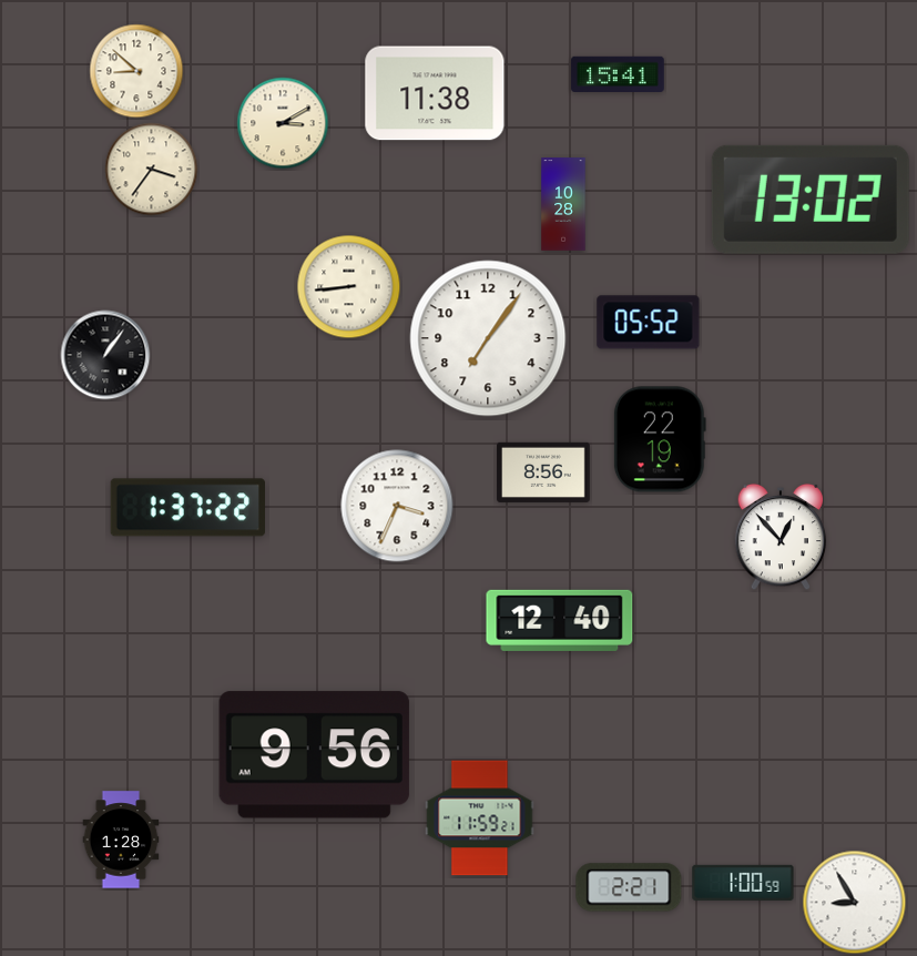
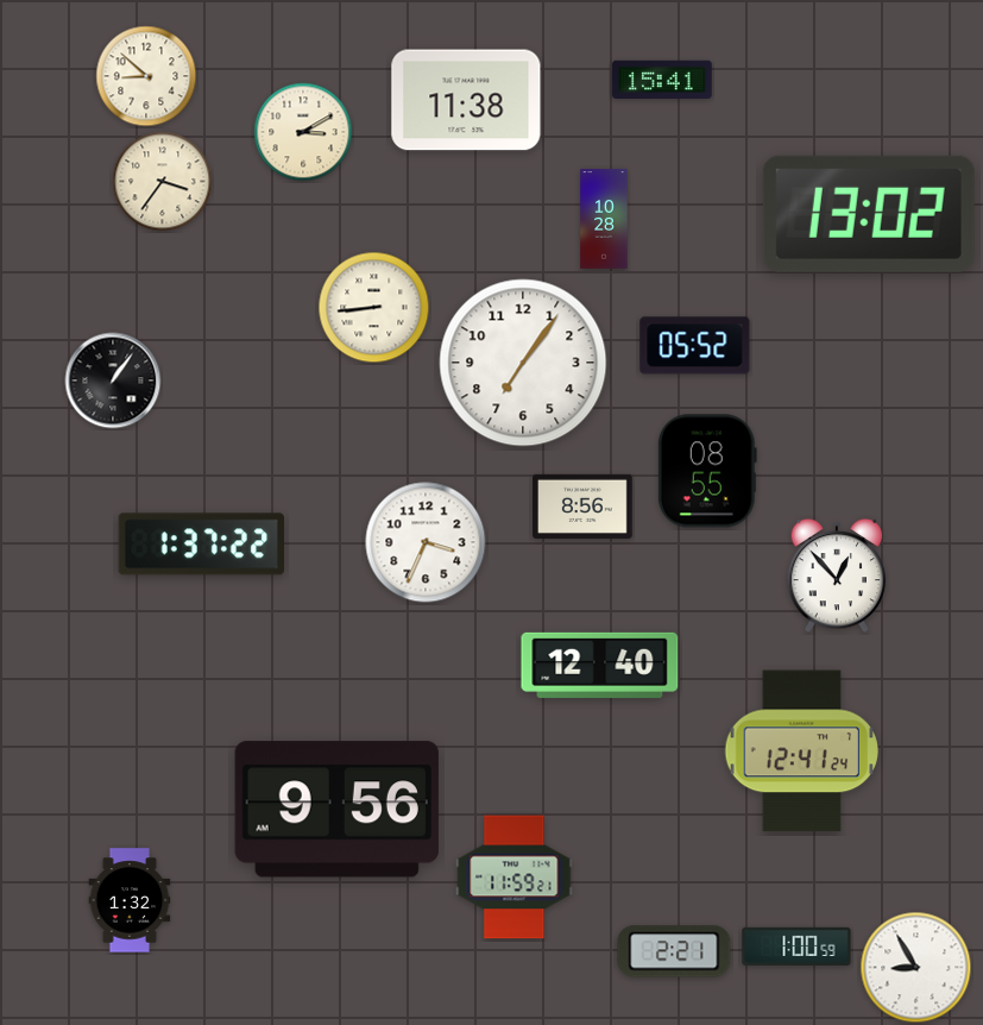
clock at (660, 439): 22:19 -> 08:55
clock at (801, 752): none -> 12:41
clock at (121, 840): 1:28 -> 1:32
